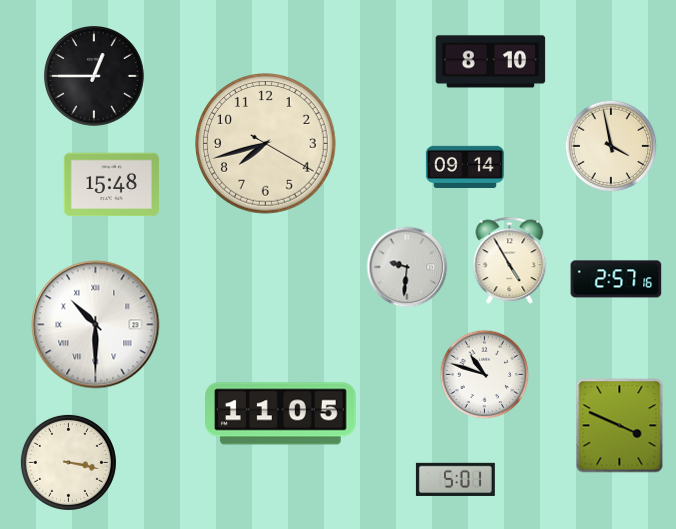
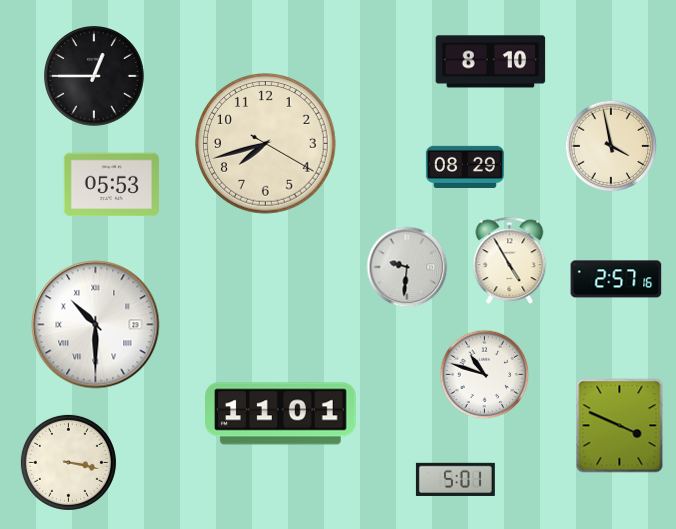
clock at (465, 166): 09:14 -> 08:29
clock at (111, 185): 15:48 -> 05:53
clock at (281, 414): 11:05 -> 11:01
